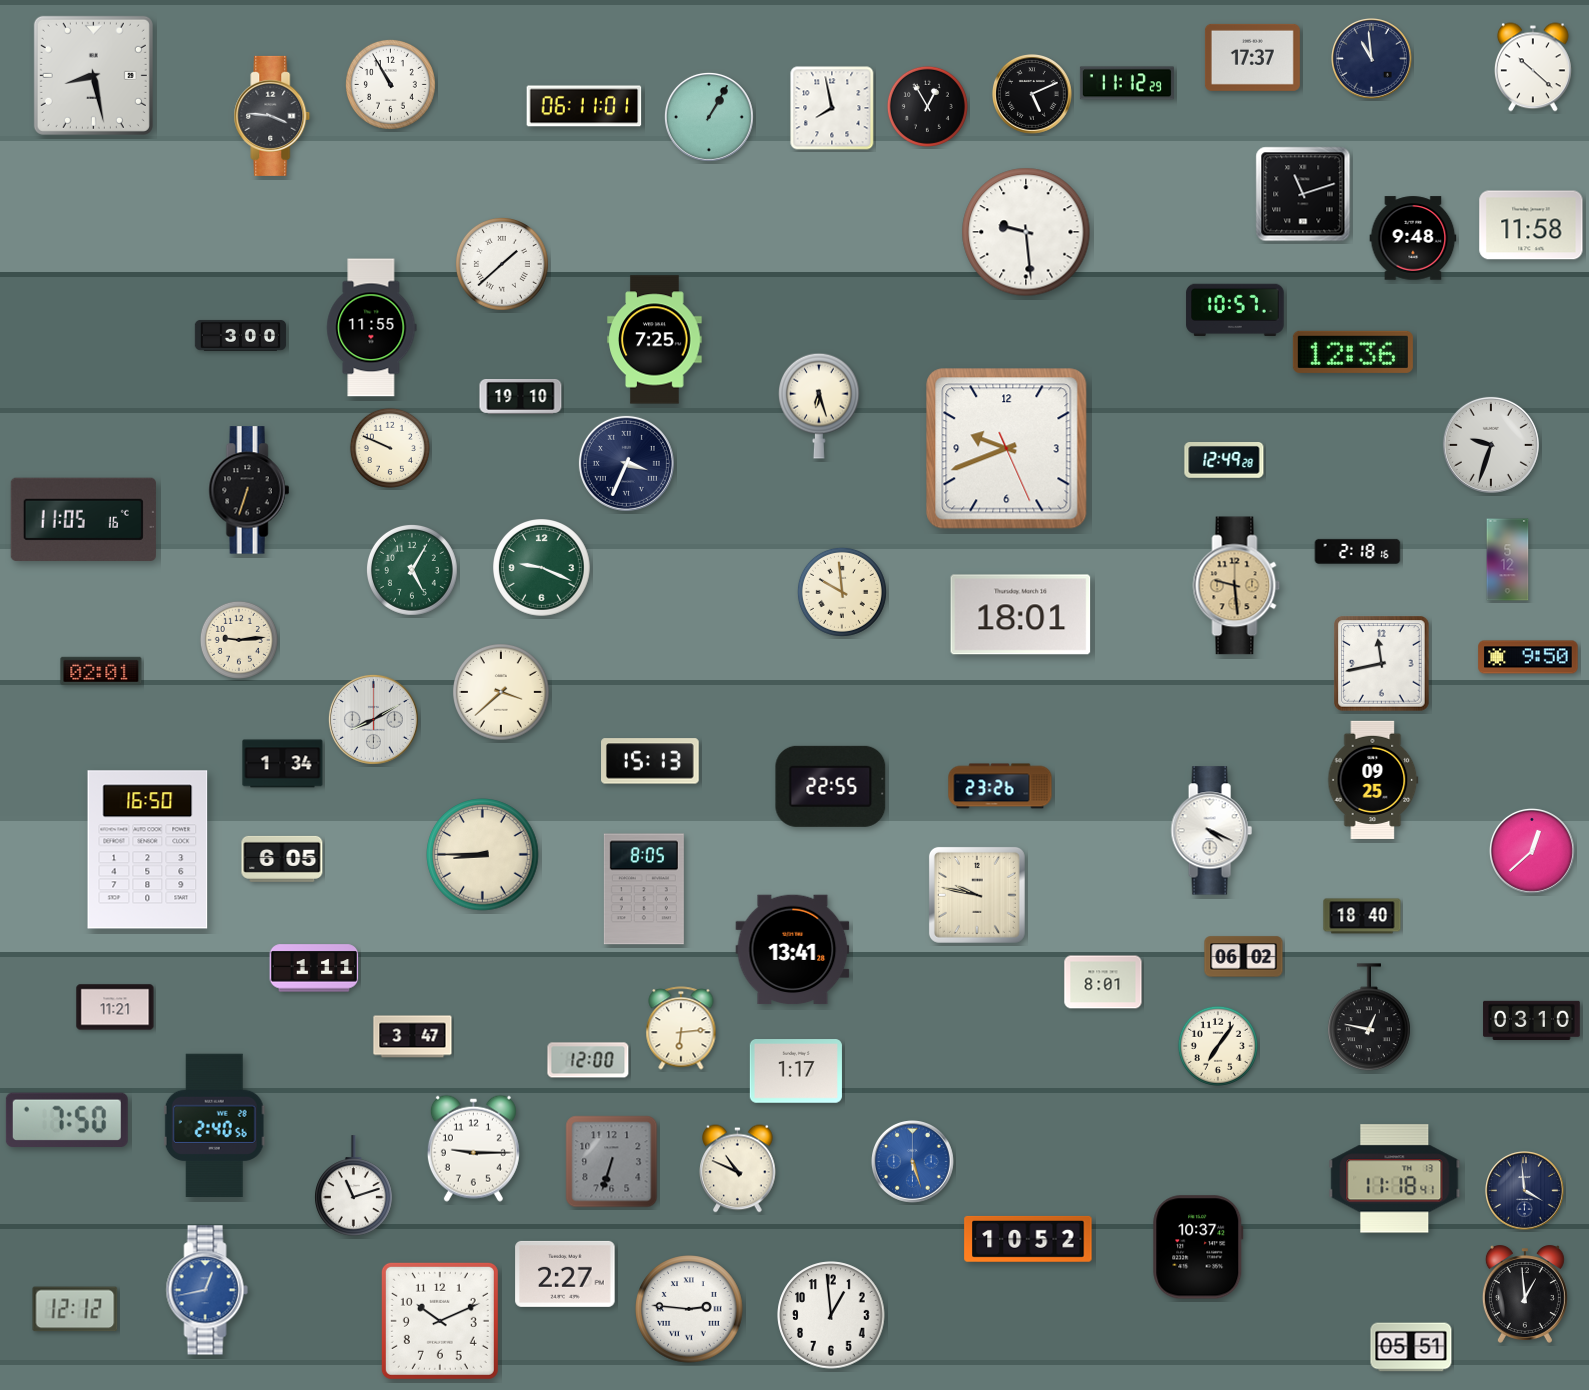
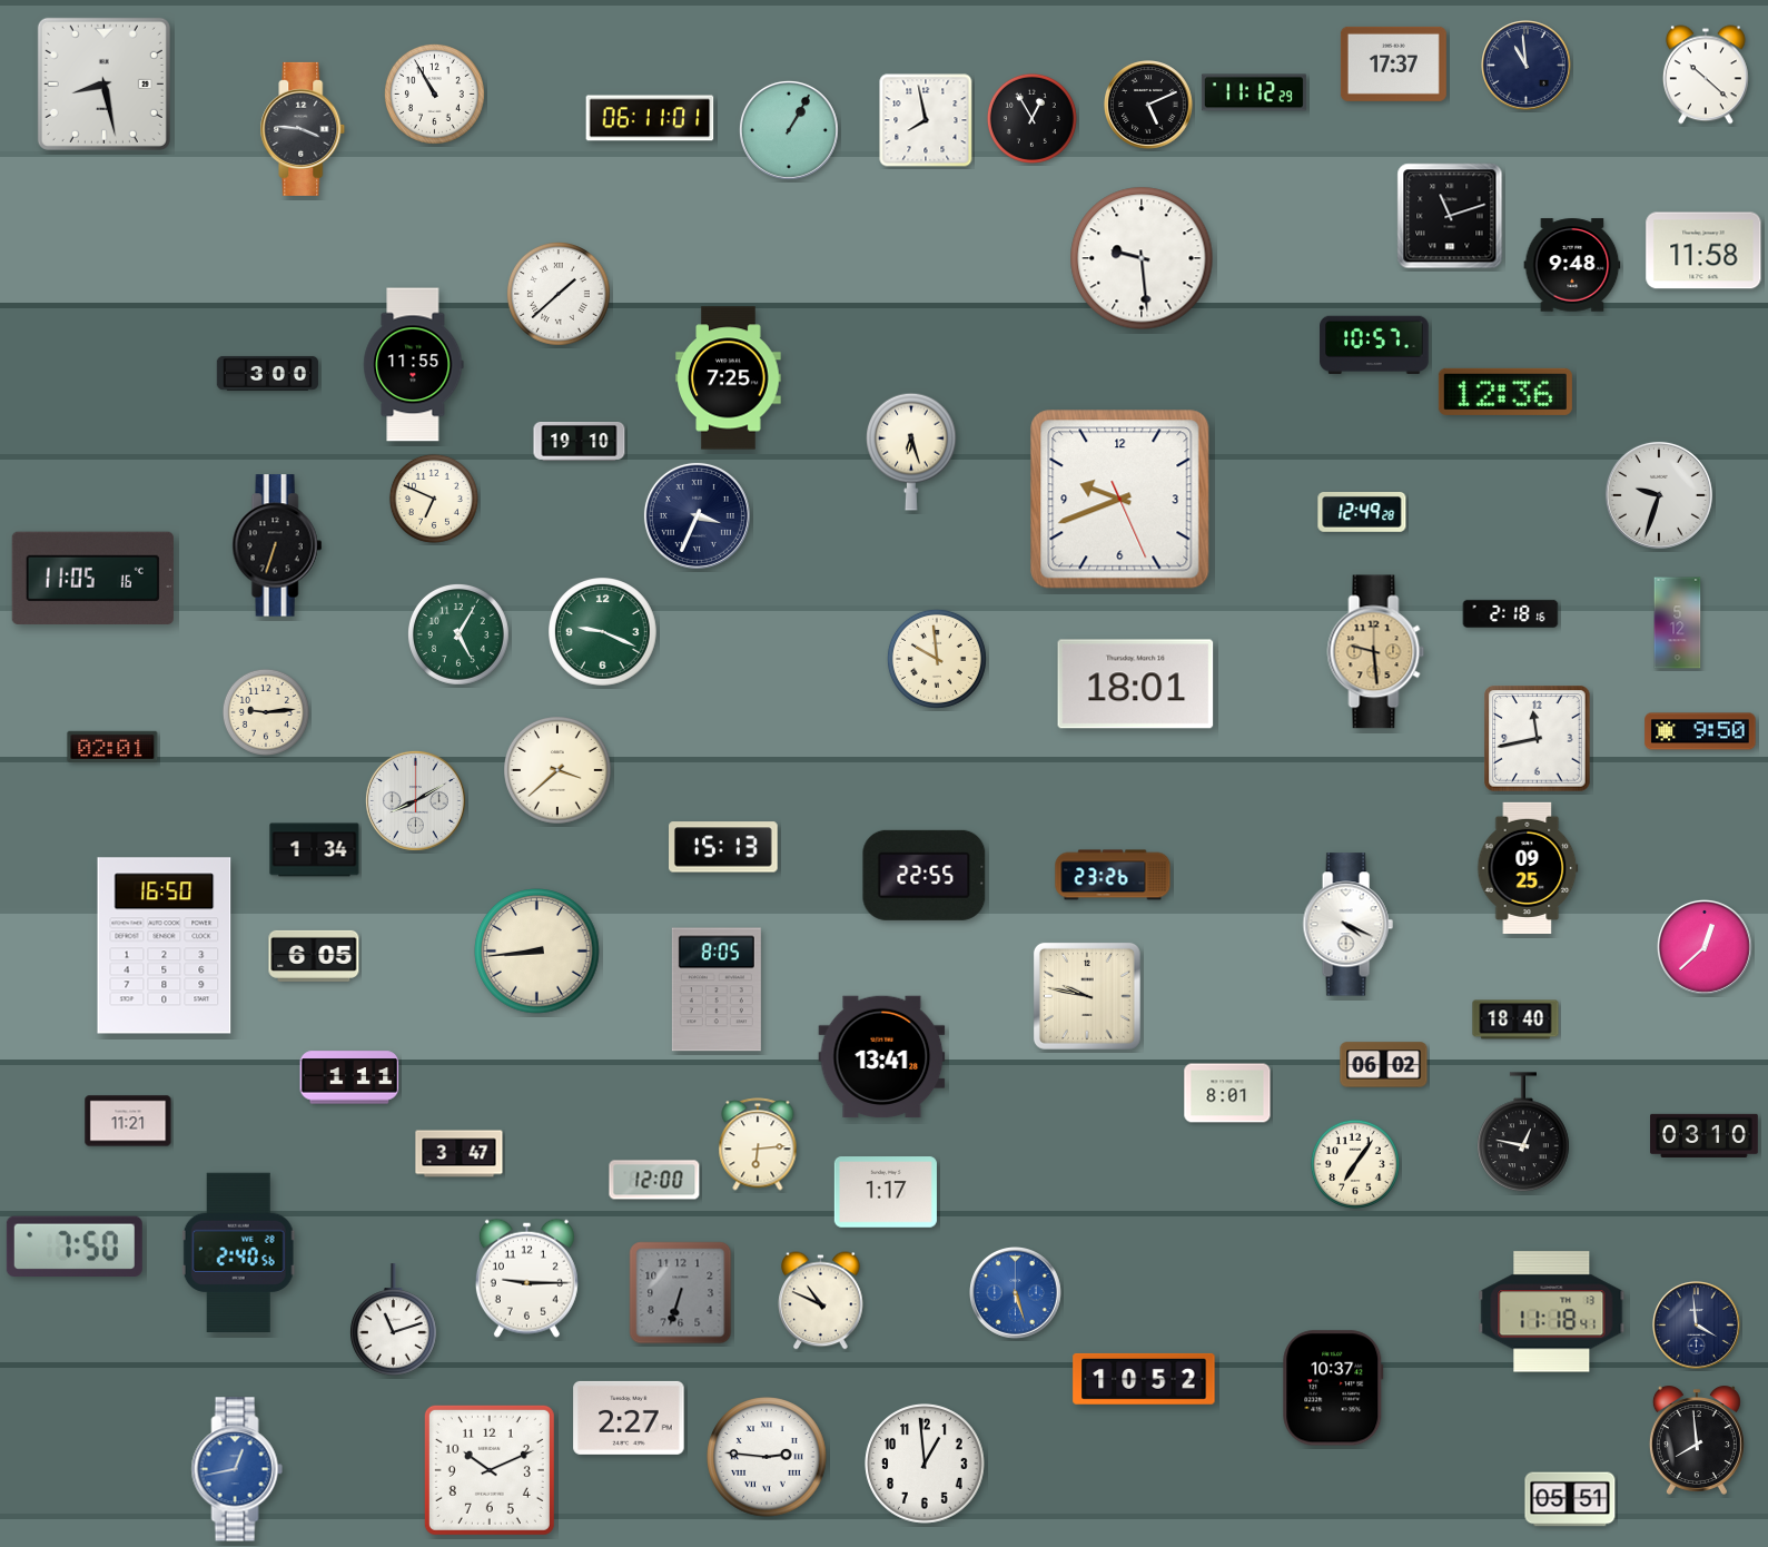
clock at (390, 448): 9:49 -> 6:49
clock at (483, 855): 8:45 -> 8:44
clock at (207, 1290) position: (207, 1290) -> (237, 1469)
clock at (1525, 1294): 12:59 -> 7:59
clock at (75, 1309): 12:12 -> none
